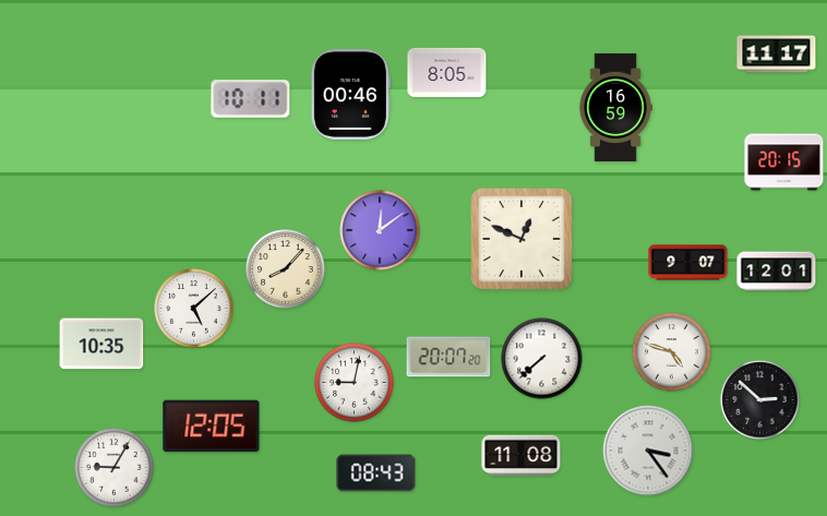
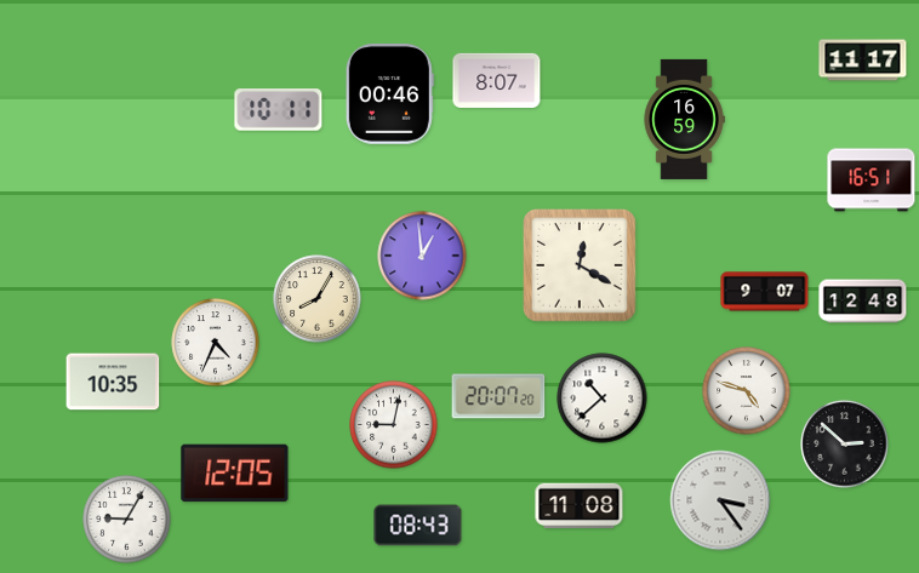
clock at (447, 72): 8:05 -> 8:07
clock at (350, 94) position: (350, 94) -> (389, 93)
clock at (784, 163): 20:15 -> 16:51
clock at (380, 230): 12:09 -> 12:59
clock at (522, 239): 12:49 -> 12:20
clock at (286, 269): 8:07 -> 8:05
clock at (777, 272): 12:01 -> 12:48
clock at (194, 309): 5:08 -> 4:34
clock at (542, 359): 7:38 -> 10:38
